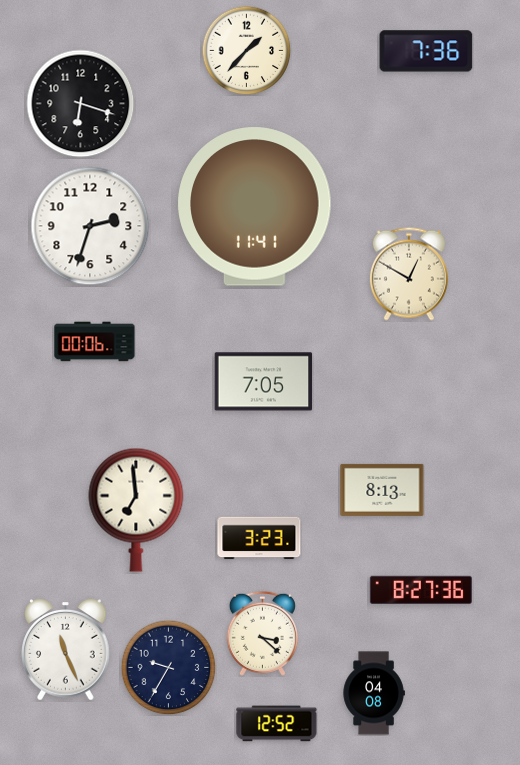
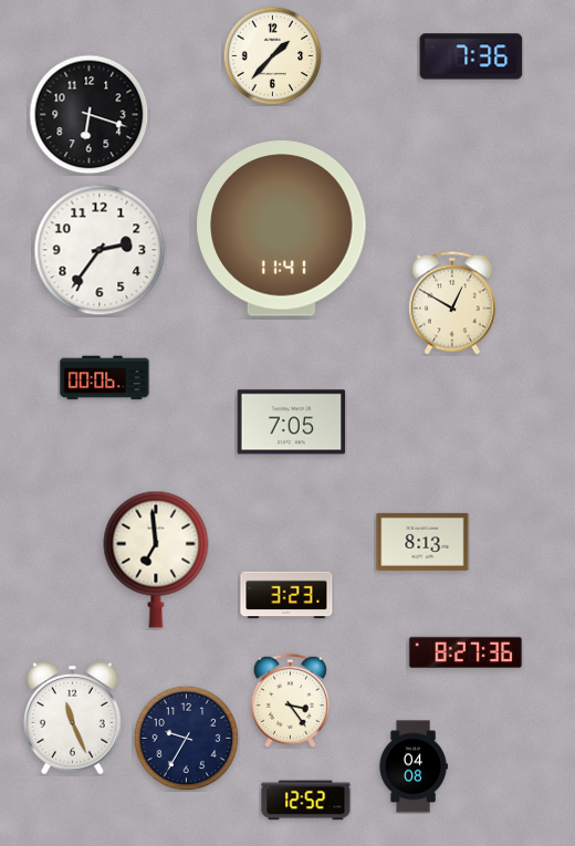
clock at (90, 226): 2:33 -> 2:36
clock at (136, 510) position: (136, 510) -> (156, 560)
clock at (262, 633): 3:22 -> 3:24
